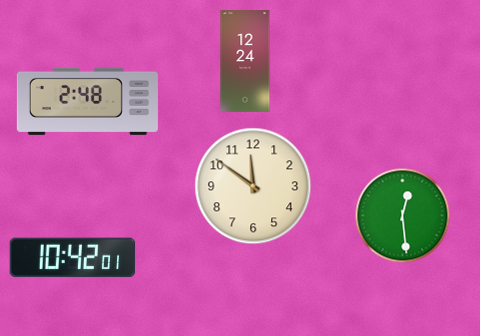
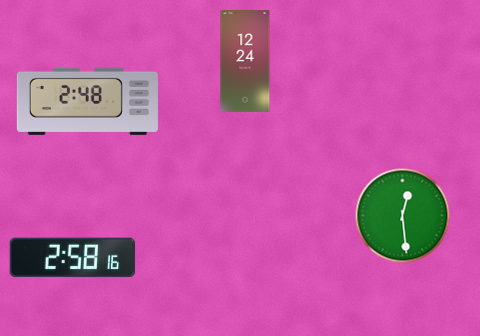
clock at (253, 186): 11:51 -> none
clock at (73, 258): 10:42 -> 2:58
